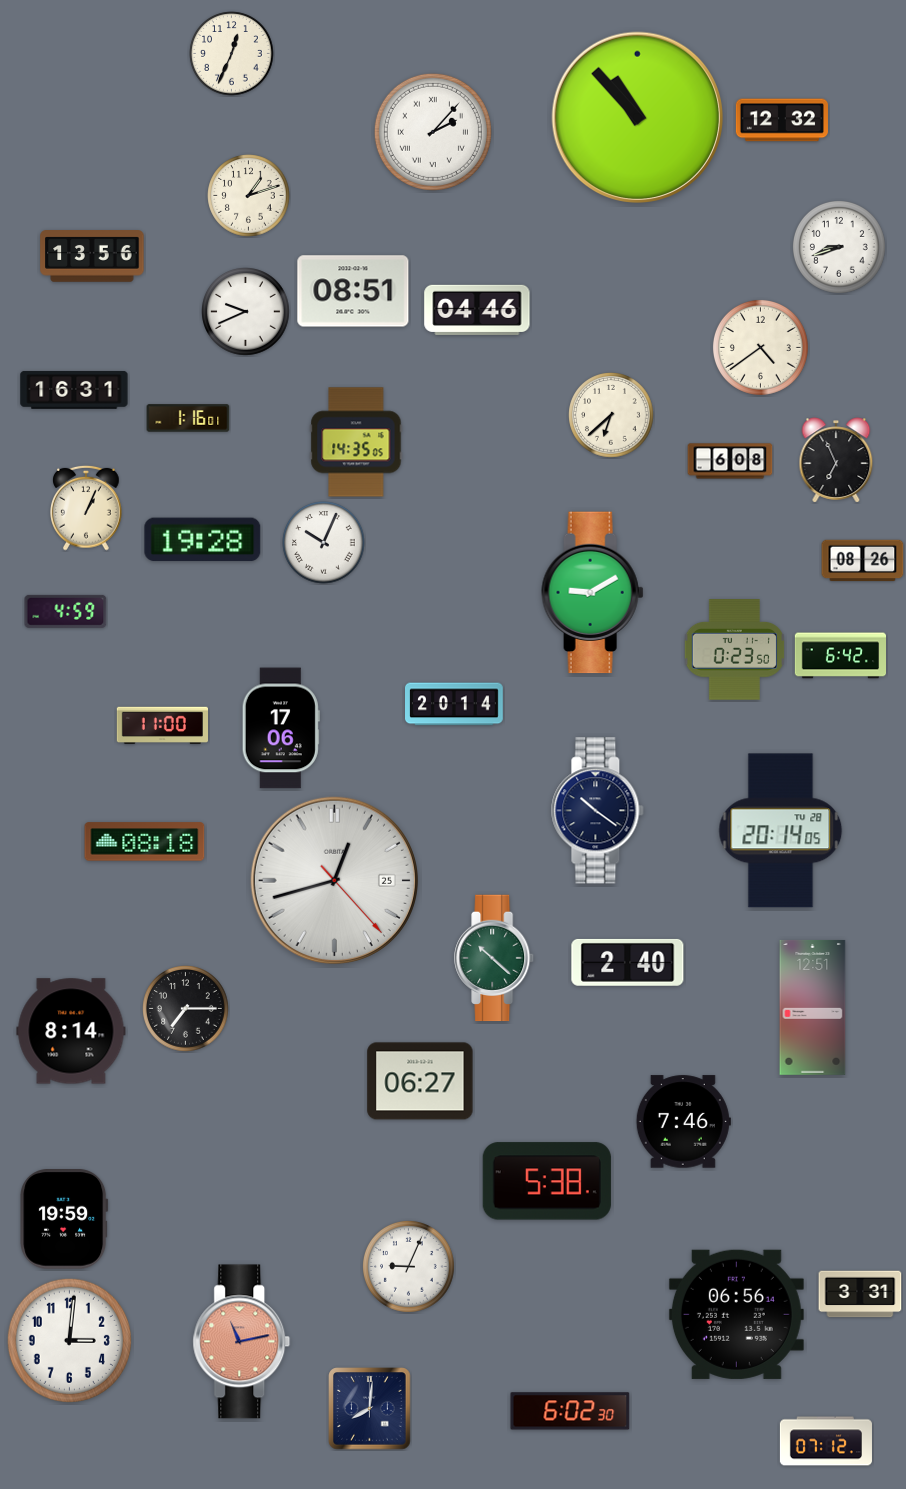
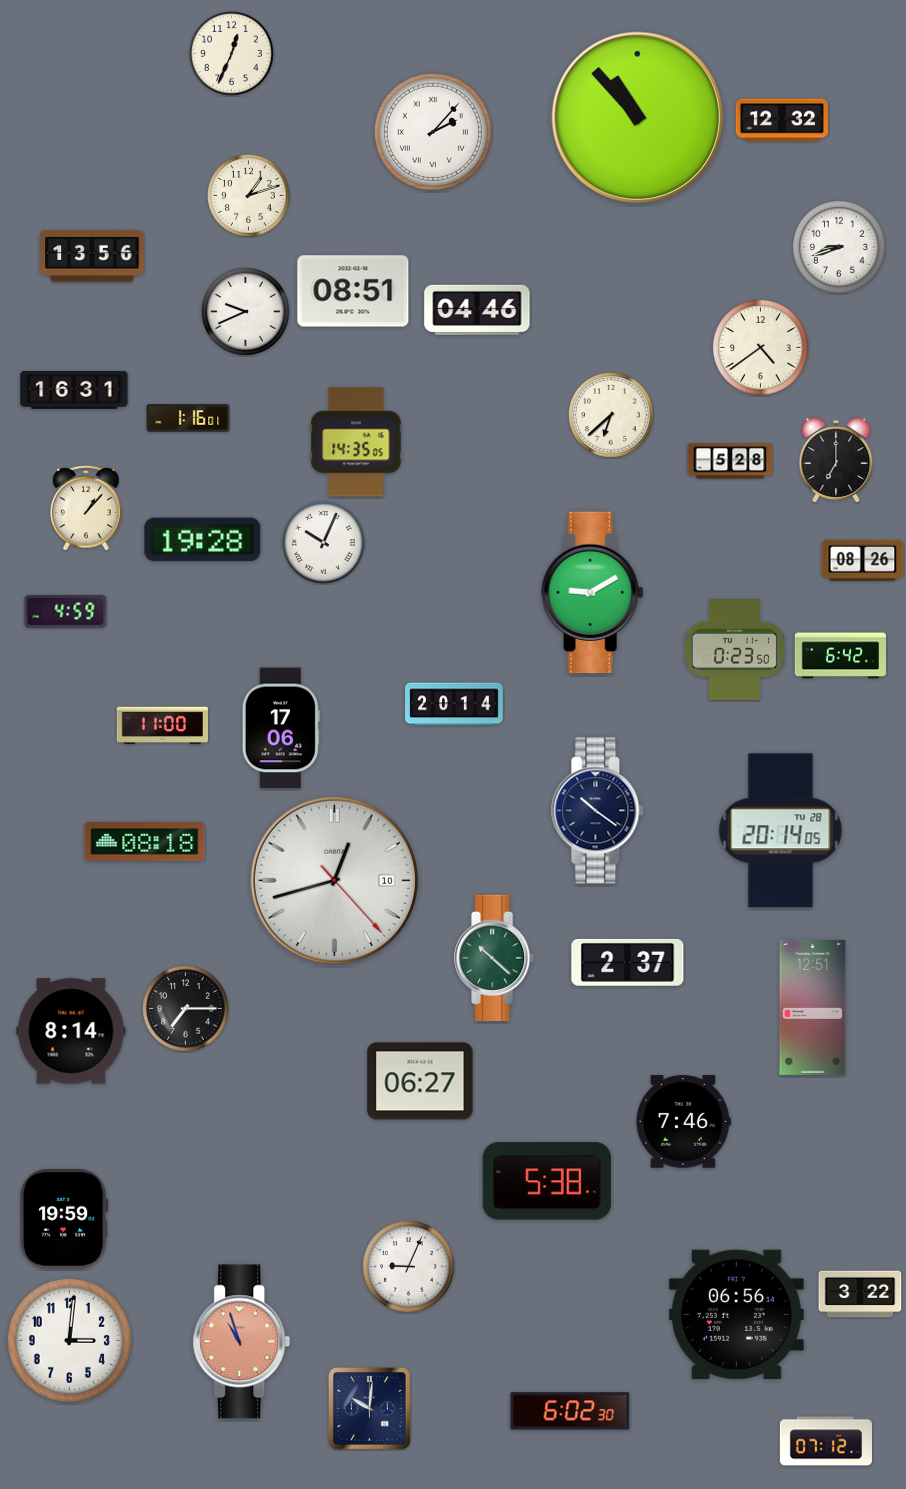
clock at (836, 460): 6:56 -> 7:00
clock at (730, 461): 6:08 -> 5:28
clock at (86, 508): 1:04 -> 1:07
clock at (334, 880) date: 25 -> 10
clock at (628, 962): 2:40 -> 2:37
clock at (860, 1294): 3:31 -> 3:22
clock at (242, 1342): 11:13 -> 10:57
clock at (370, 1409): 8:01 -> 10:01
